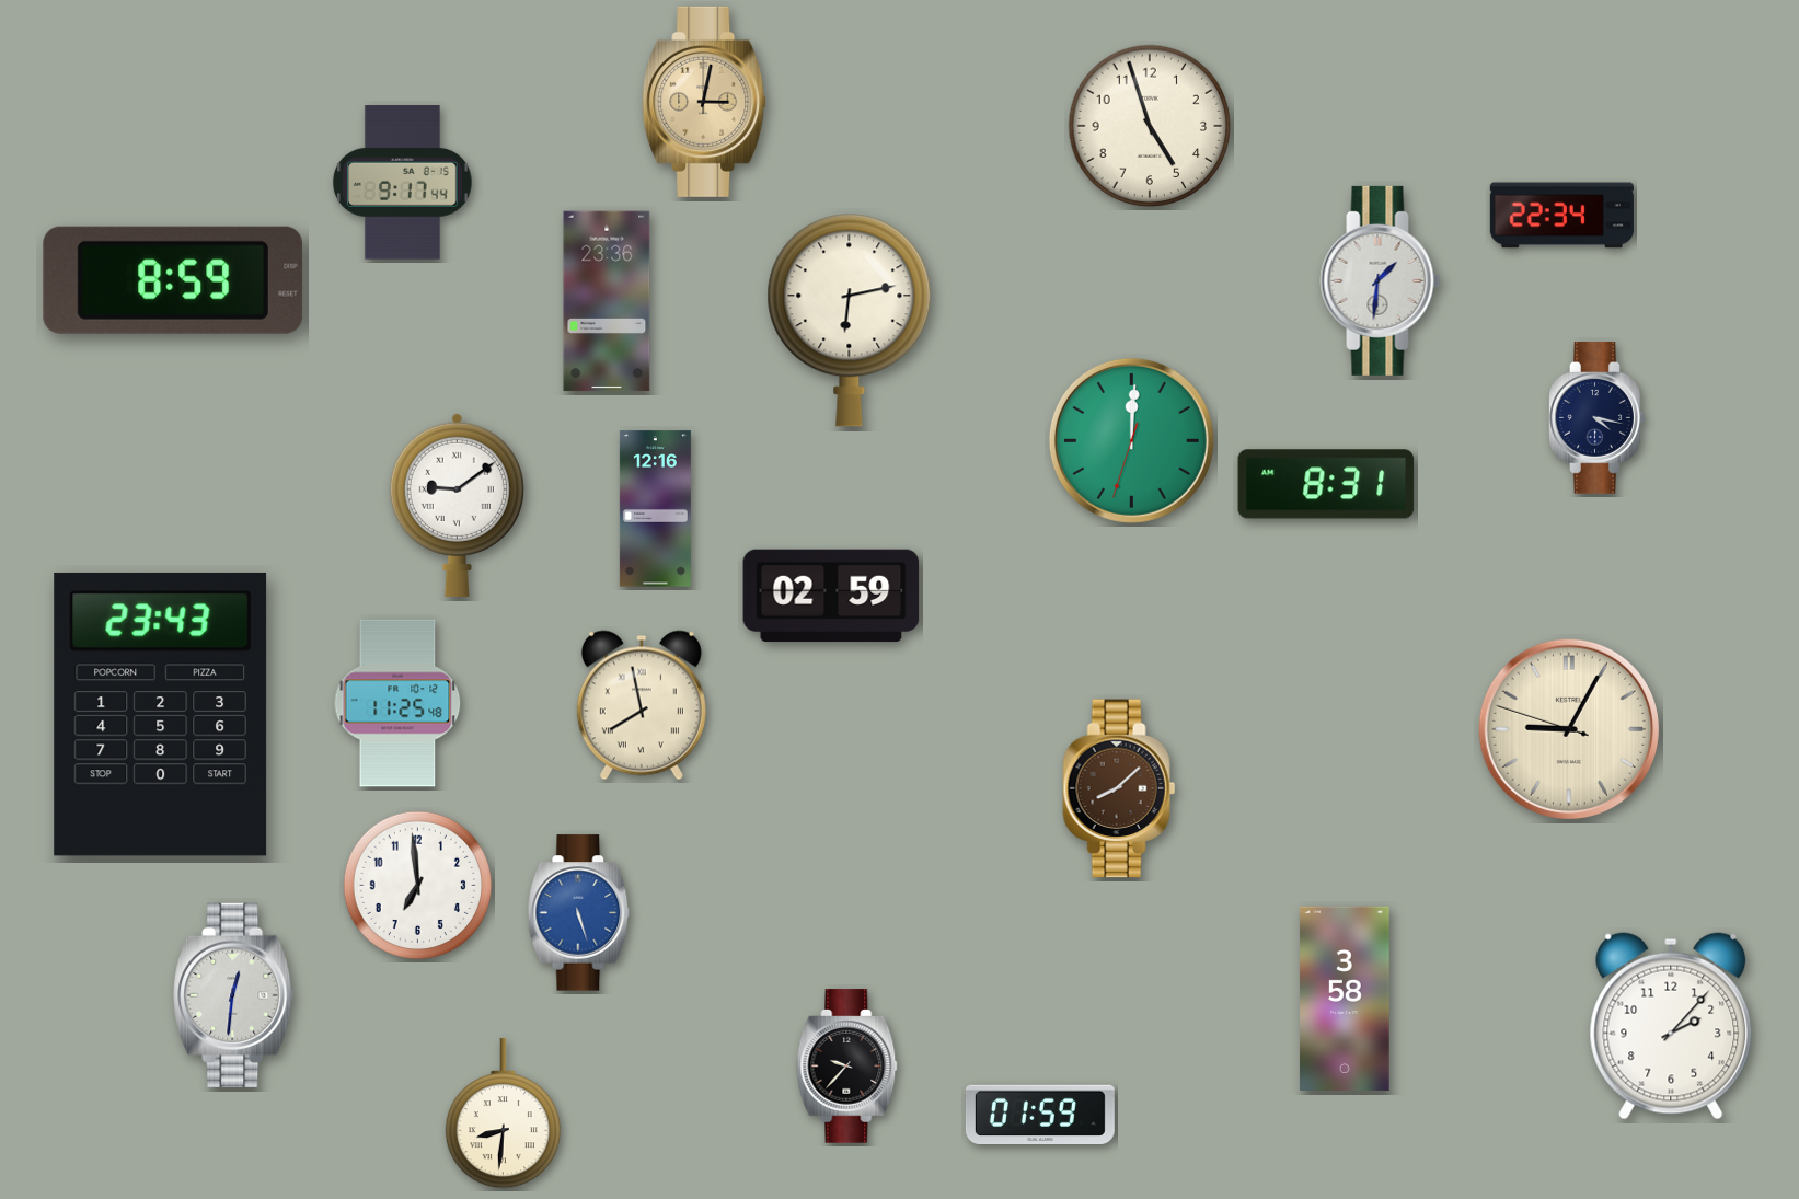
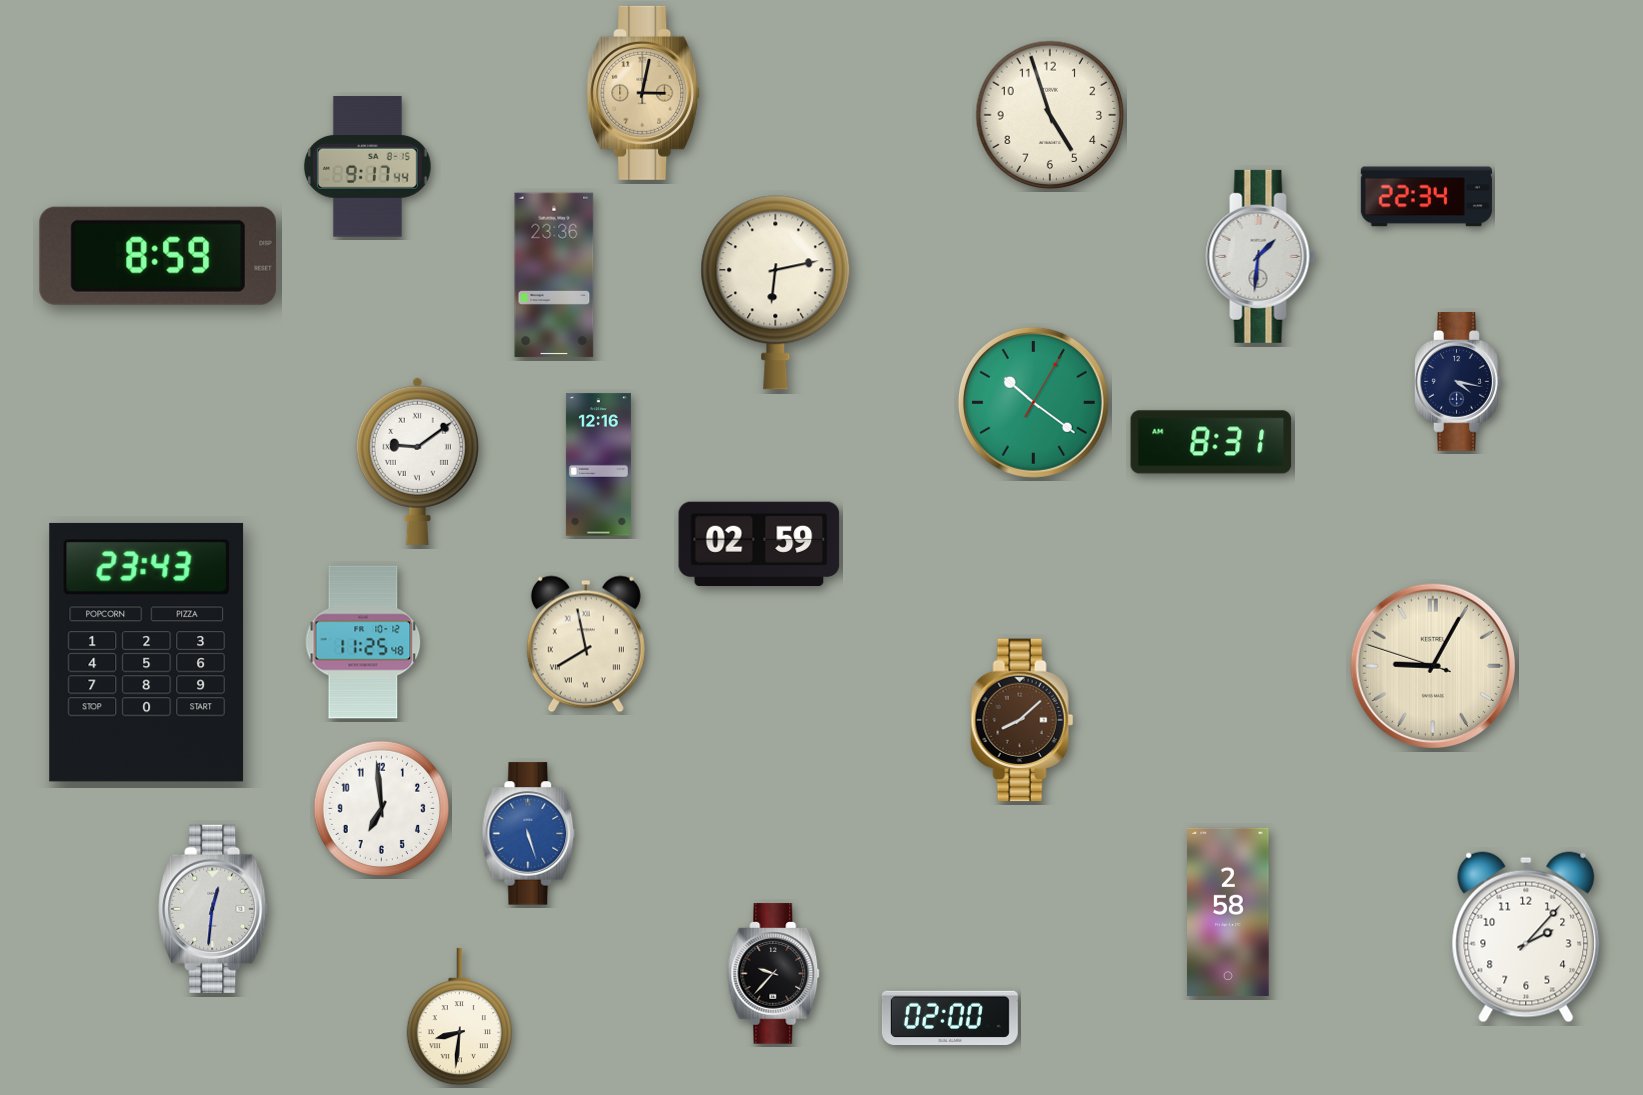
clock at (1131, 440): 12:00 -> 10:21
clock at (1345, 999): 3:58 -> 2:58
clock at (1040, 1115): 01:59 -> 02:00
